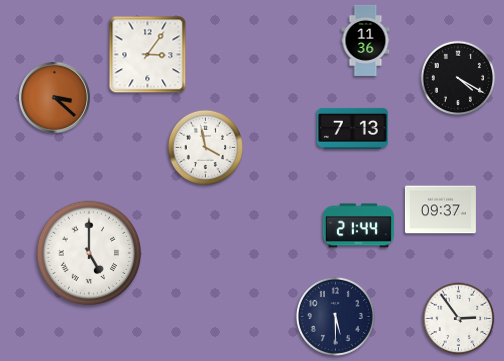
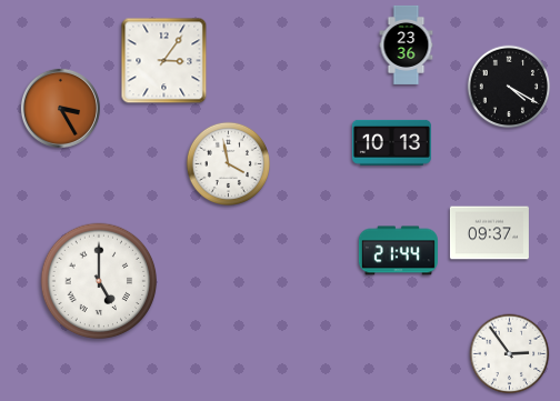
clock at (366, 40): 11:36 -> 23:36
clock at (54, 97): 3:22 -> 3:25
clock at (352, 128): 7:13 -> 10:13
clock at (335, 316): 5:30 -> none
